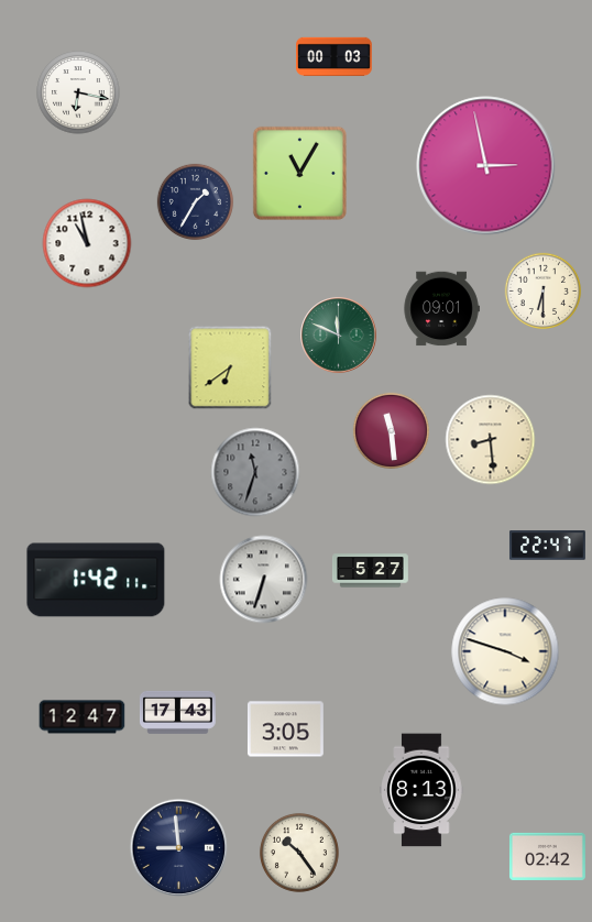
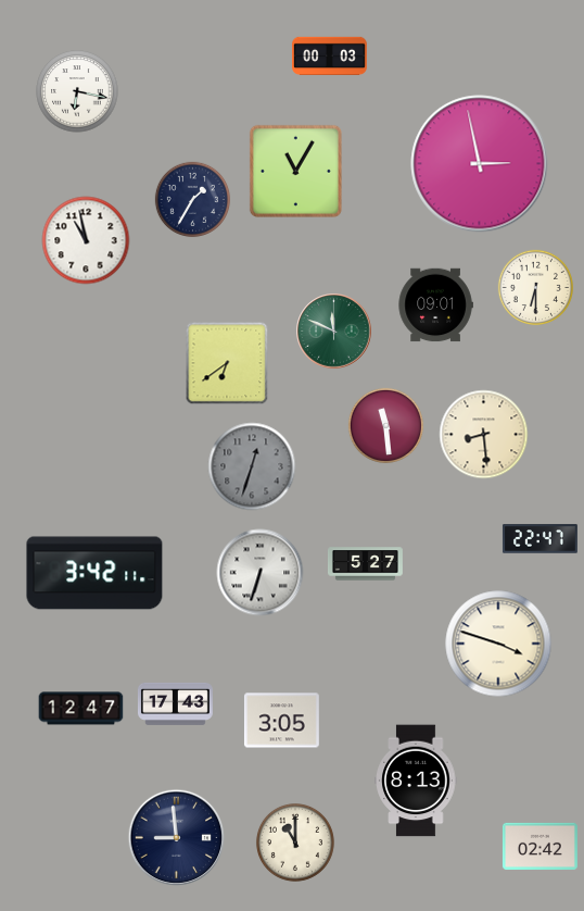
clock at (255, 472): 11:33 -> 12:33
clock at (96, 580): 1:42 -> 3:42
clock at (299, 853): 10:24 -> 11:00
